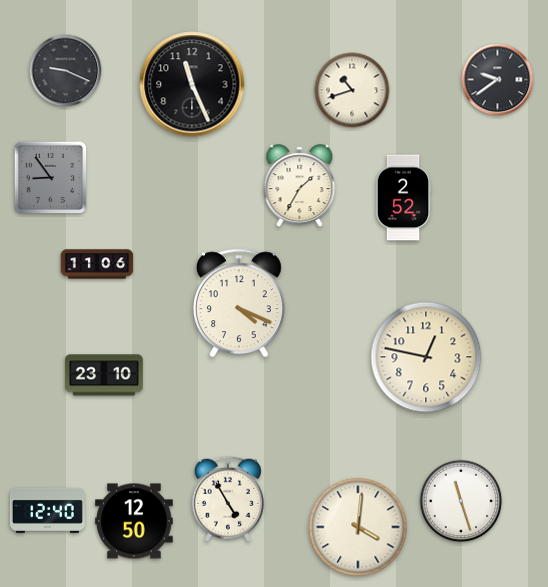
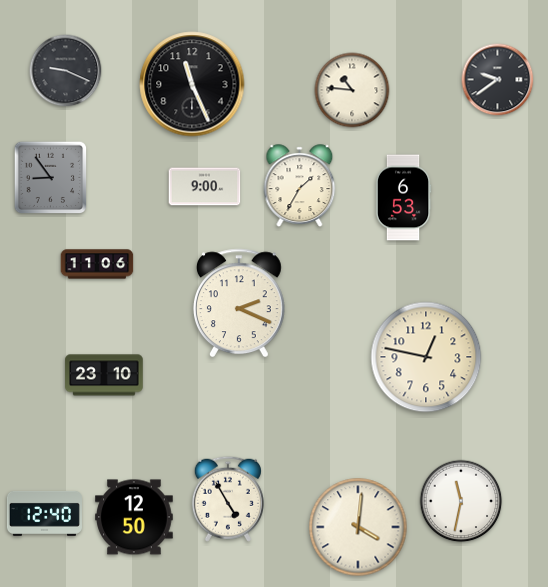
clock at (352, 90): 10:42 -> 10:46
clock at (205, 187): none -> 9:00
clock at (403, 198): 2:52 -> 6:53
clock at (239, 303): 4:19 -> 2:19
clock at (461, 501): 11:27 -> 11:32
clock at (47, 510) position: (47, 510) -> (44, 513)
clock at (134, 521) position: (134, 521) -> (134, 517)
